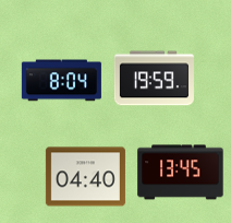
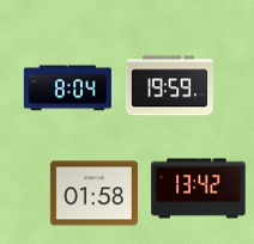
clock at (181, 173): 13:45 -> 13:42
clock at (85, 177): 04:40 -> 01:58
